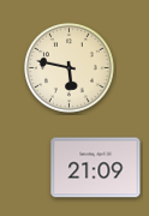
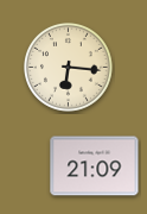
clock at (70, 68): 5:47 -> 6:16
